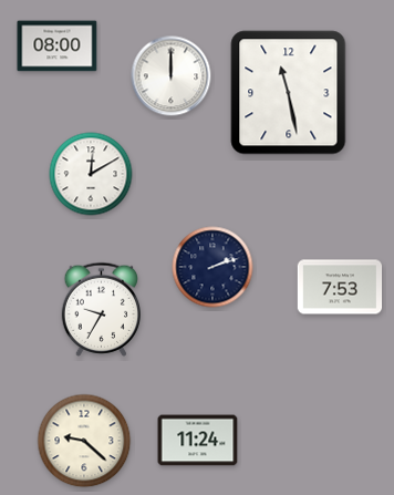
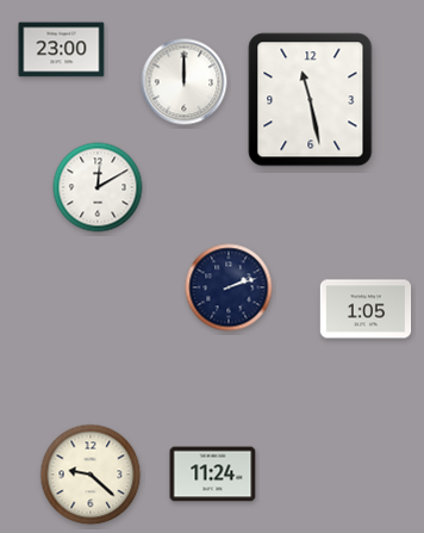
clock at (58, 47): 08:00 -> 23:00
clock at (340, 287): 7:53 -> 1:05
clock at (102, 309): 9:35 -> none
